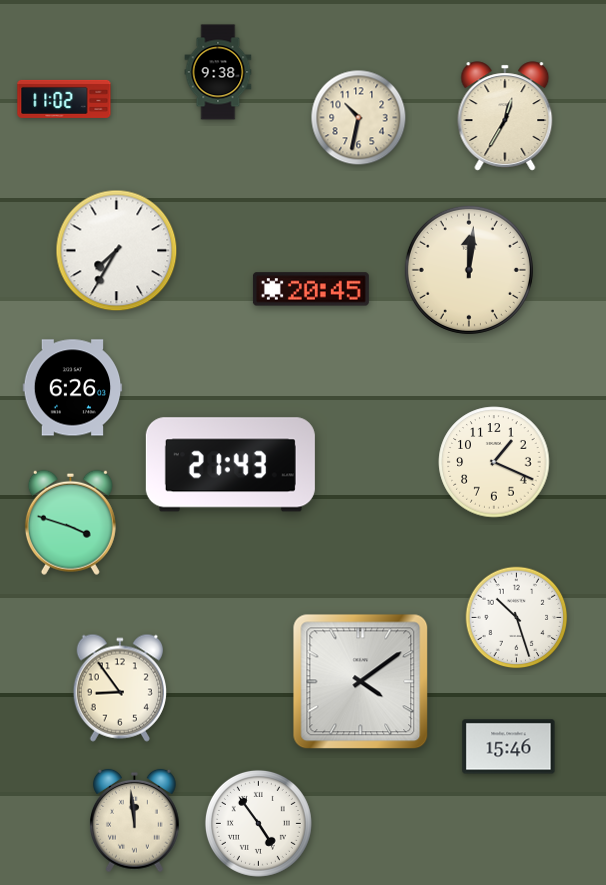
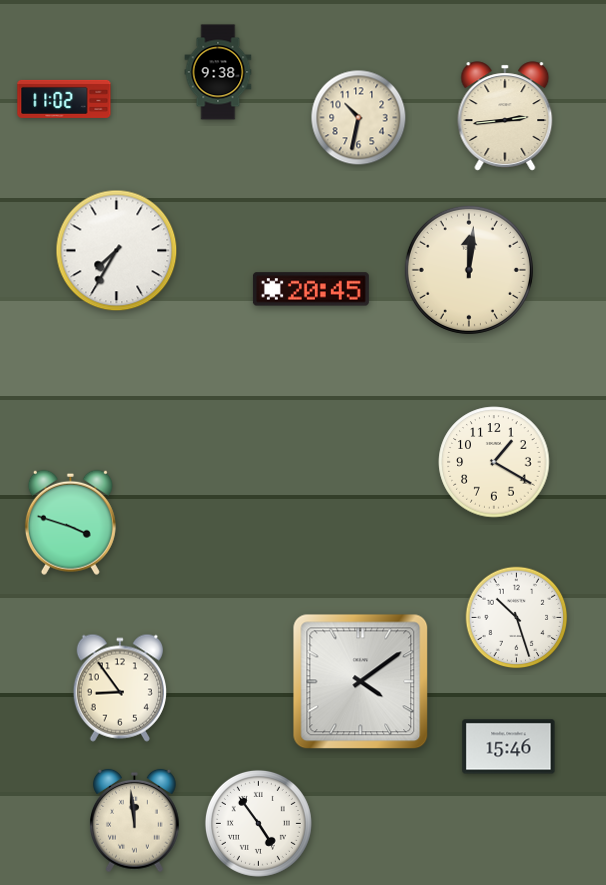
clock at (505, 116): 12:35 -> 2:44
clock at (73, 388): 6:26 -> none
clock at (494, 462): 1:19 -> 1:20
clock at (230, 465): 21:43 -> none
